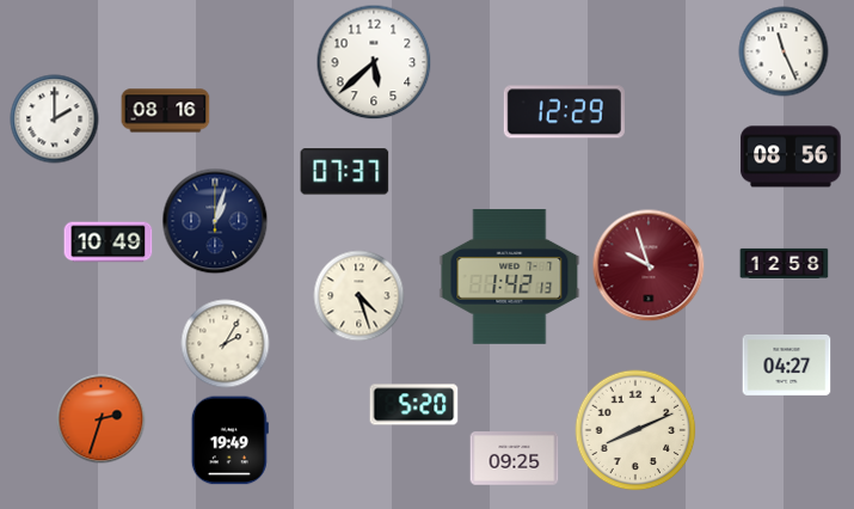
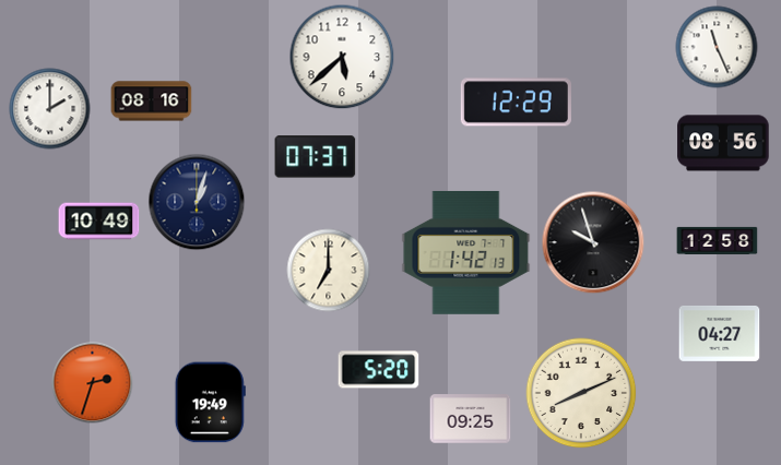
clock at (649, 265) dial: burgundy -> black
clock at (360, 296): 4:27 -> 7:00
clock at (226, 344): 2:05 -> none
